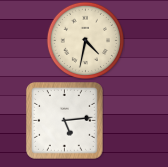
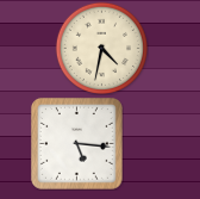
clock at (64, 120): 5:14 -> 5:16
